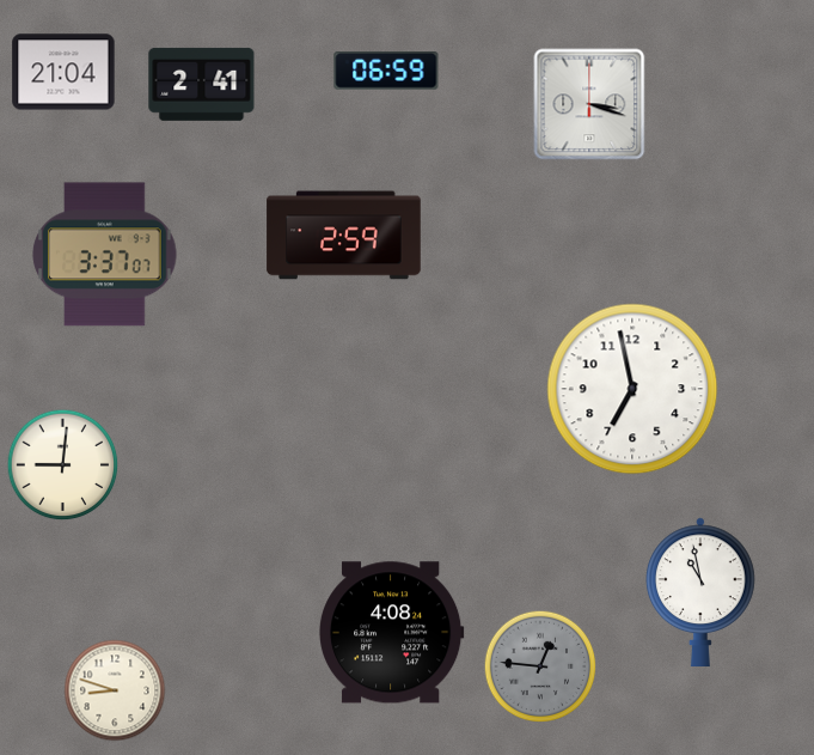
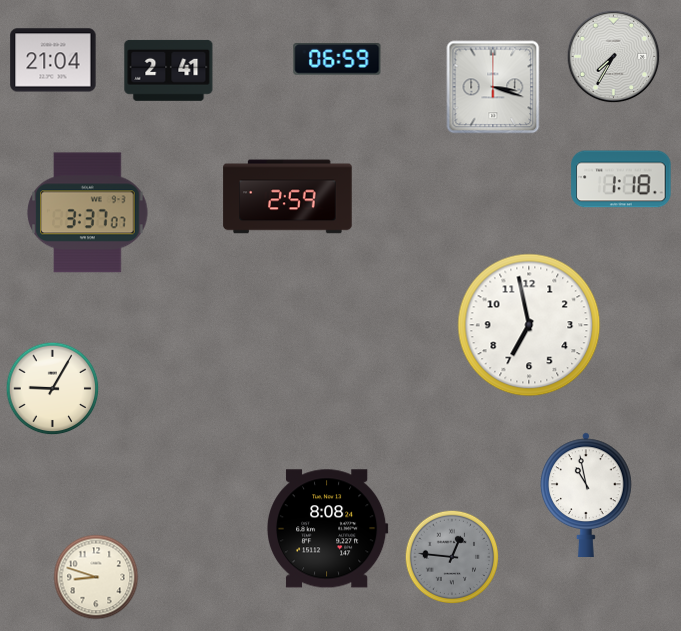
clock at (614, 57): none -> 7:35
clock at (386, 72) position: (386, 72) -> (337, 60)
clock at (621, 179): none -> 1:18
clock at (63, 465): 9:01 -> 9:05
clock at (391, 633): 4:08 -> 8:08
